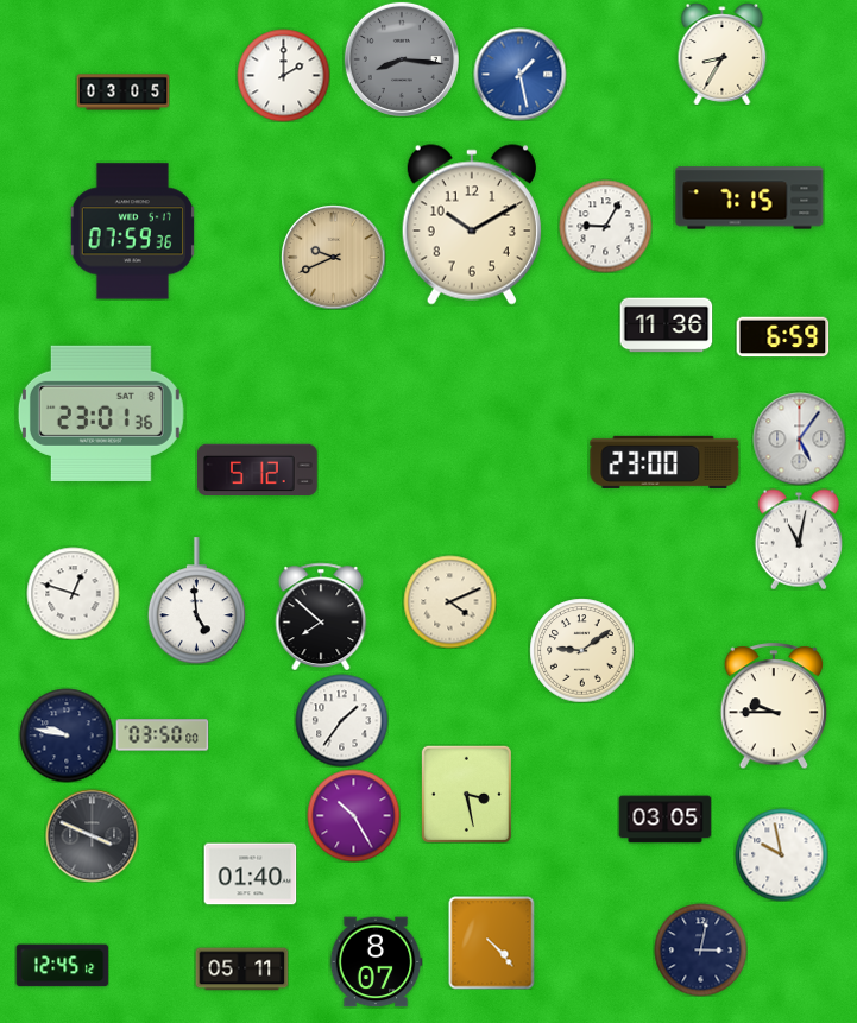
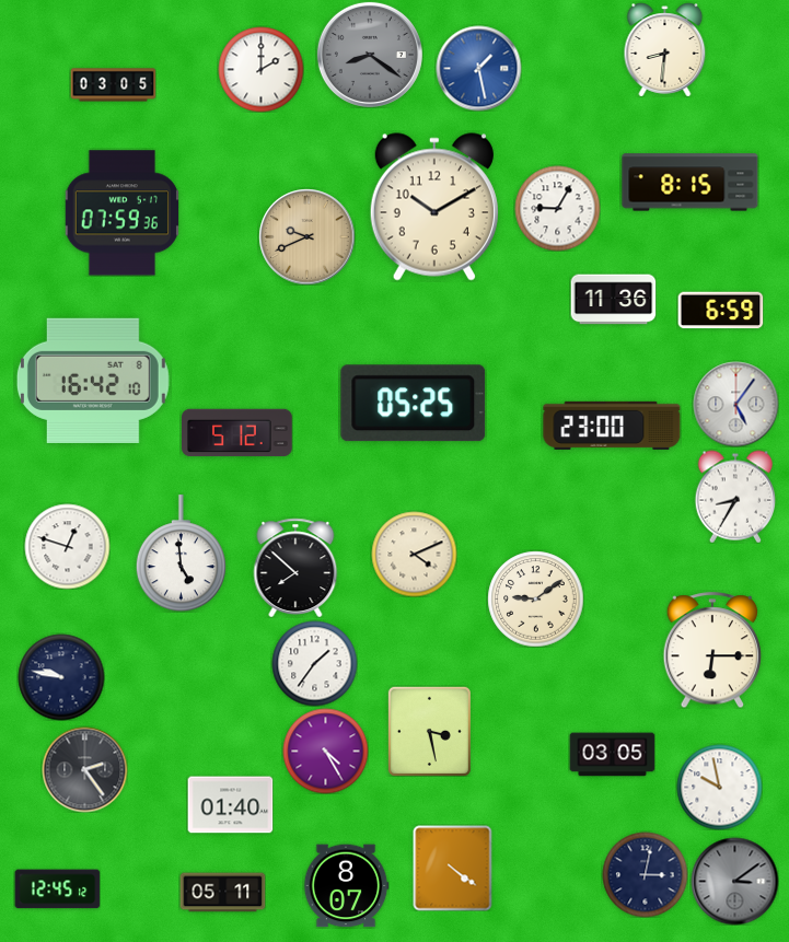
clock at (723, 53): 8:35 -> 8:31
clock at (402, 59): 8:16 -> 8:21
clock at (750, 198): 7:15 -> 8:15
clock at (101, 413): 23:01 -> 16:42
clock at (414, 404): none -> 05:25
clock at (799, 539): 11:02 -> 8:35
clock at (774, 706): 9:45 -> 6:15
clock at (162, 735): 03:50 -> none
clock at (353, 815): 10:25 -> 4:25
clock at (92, 835): 3:49 -> 2:24
clock at (492, 942): 4:23 -> 4:21
clock at (734, 881): none -> 3:09
